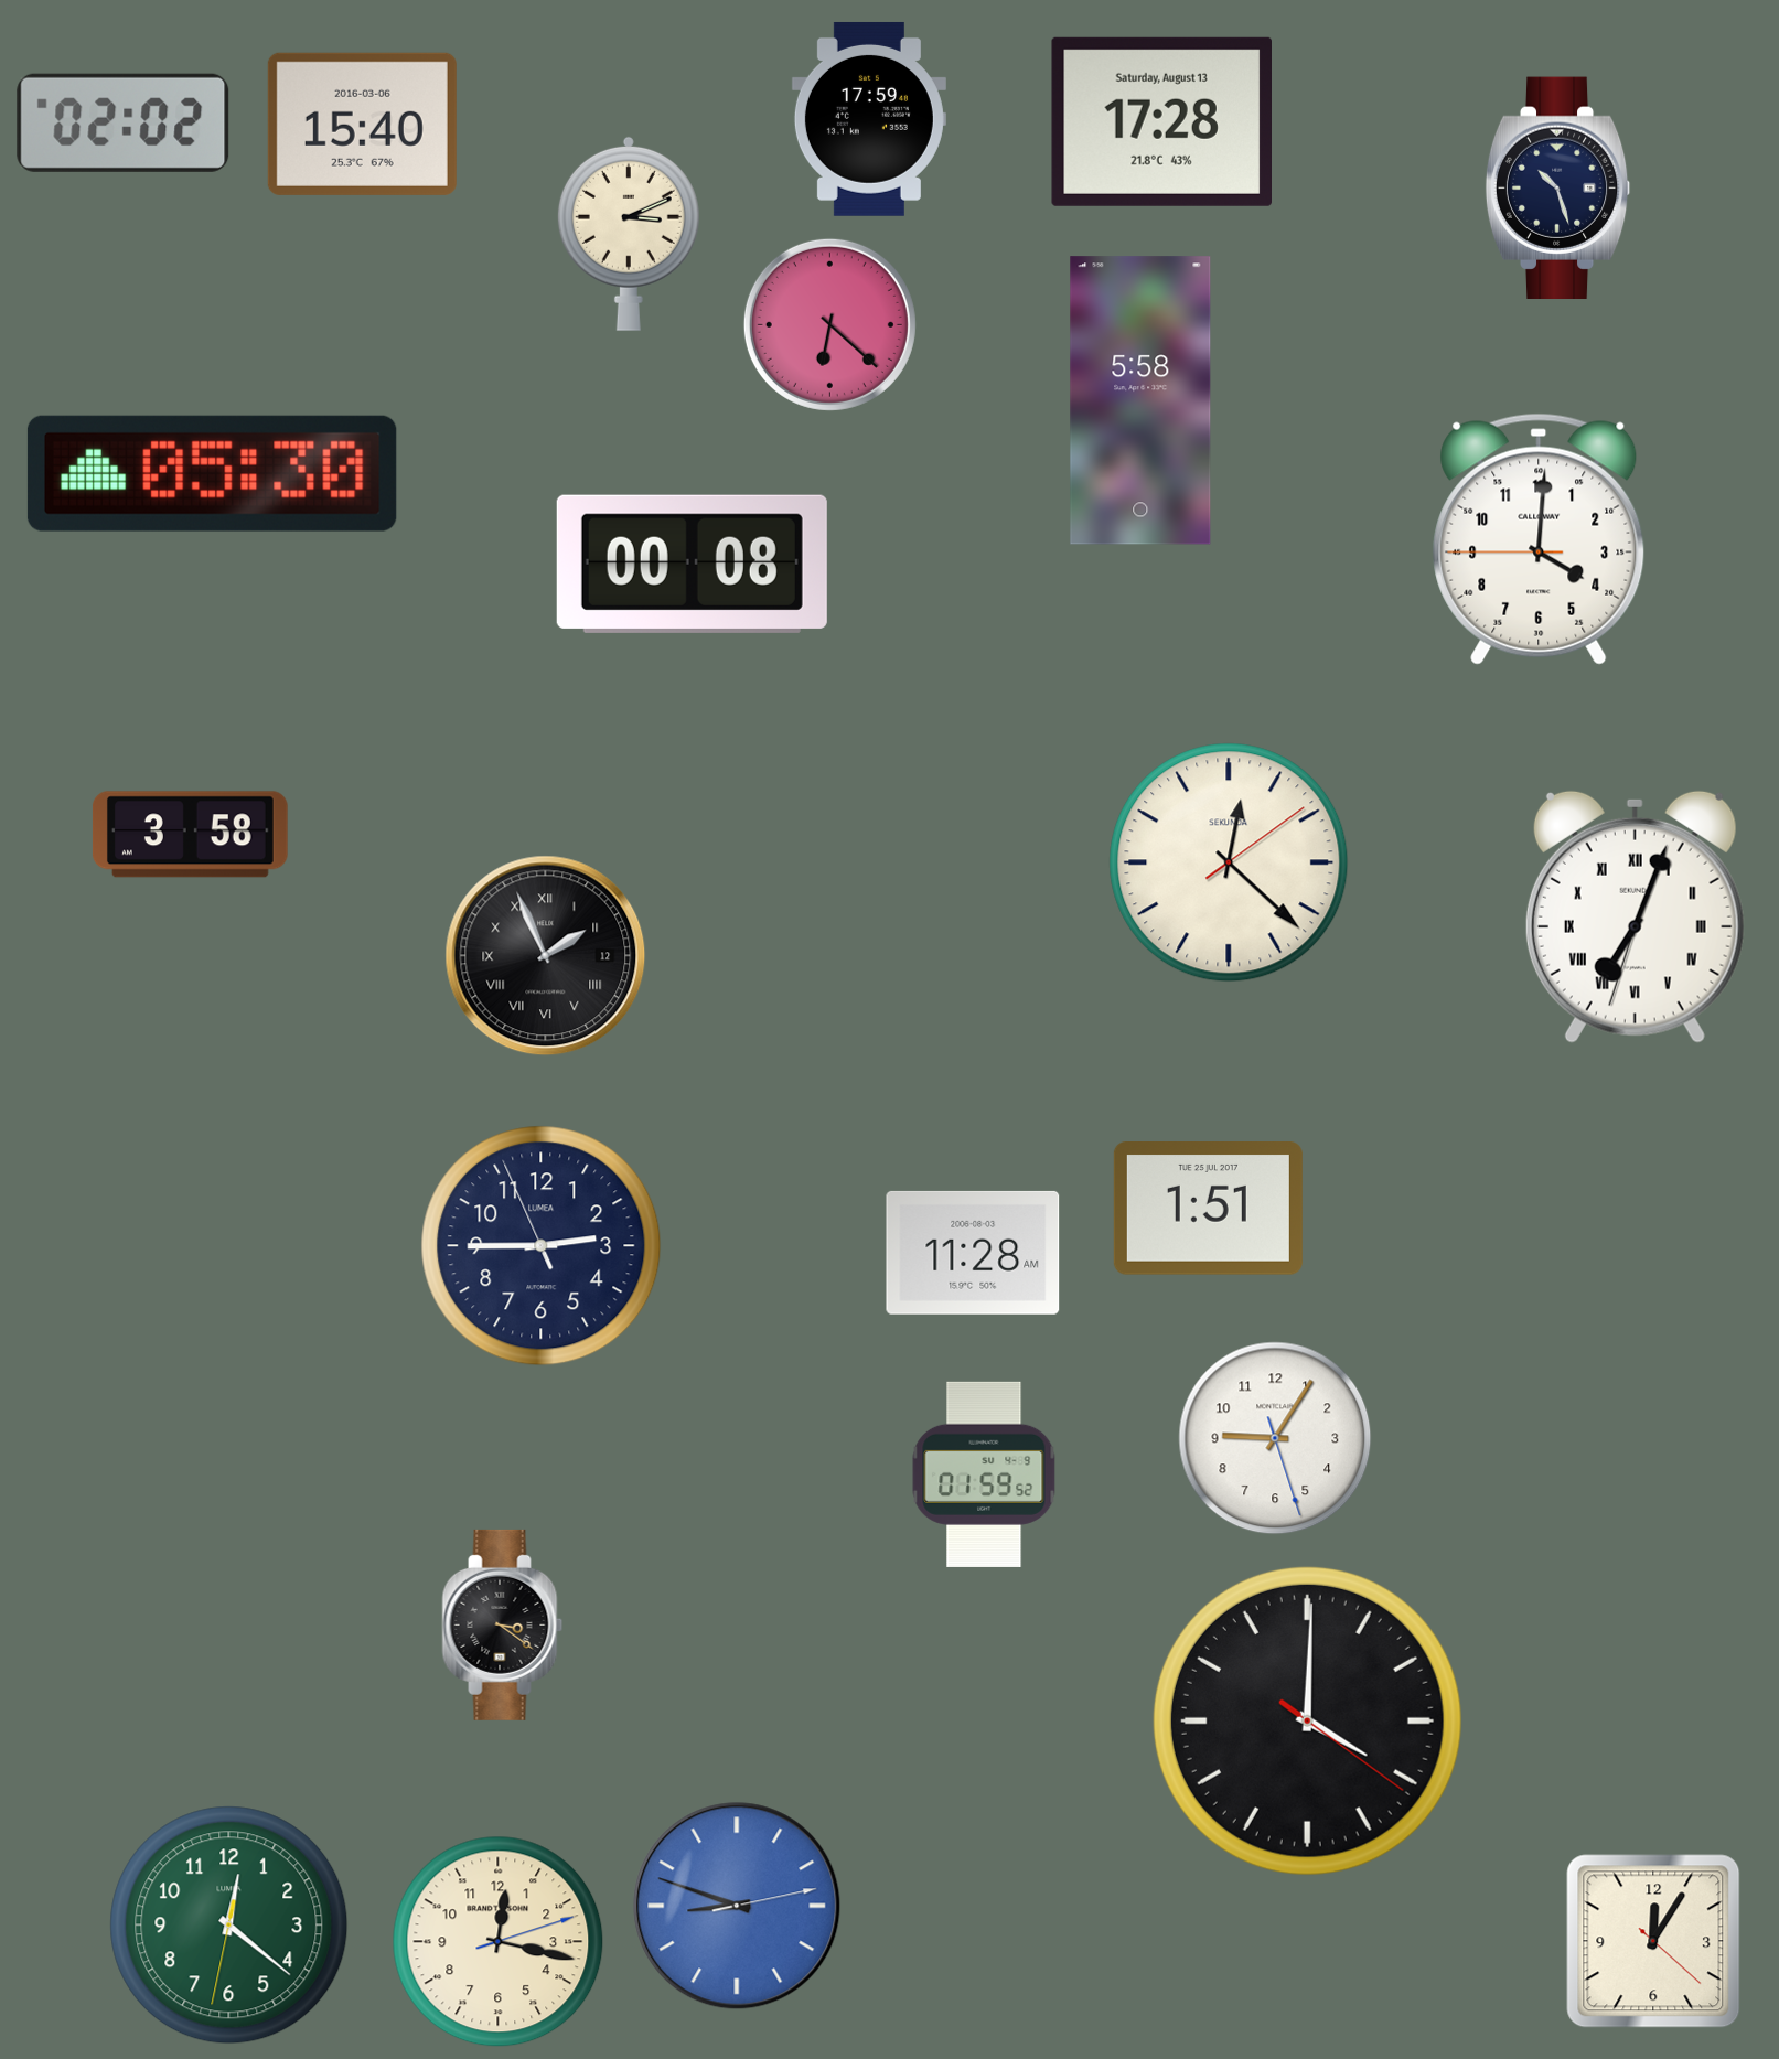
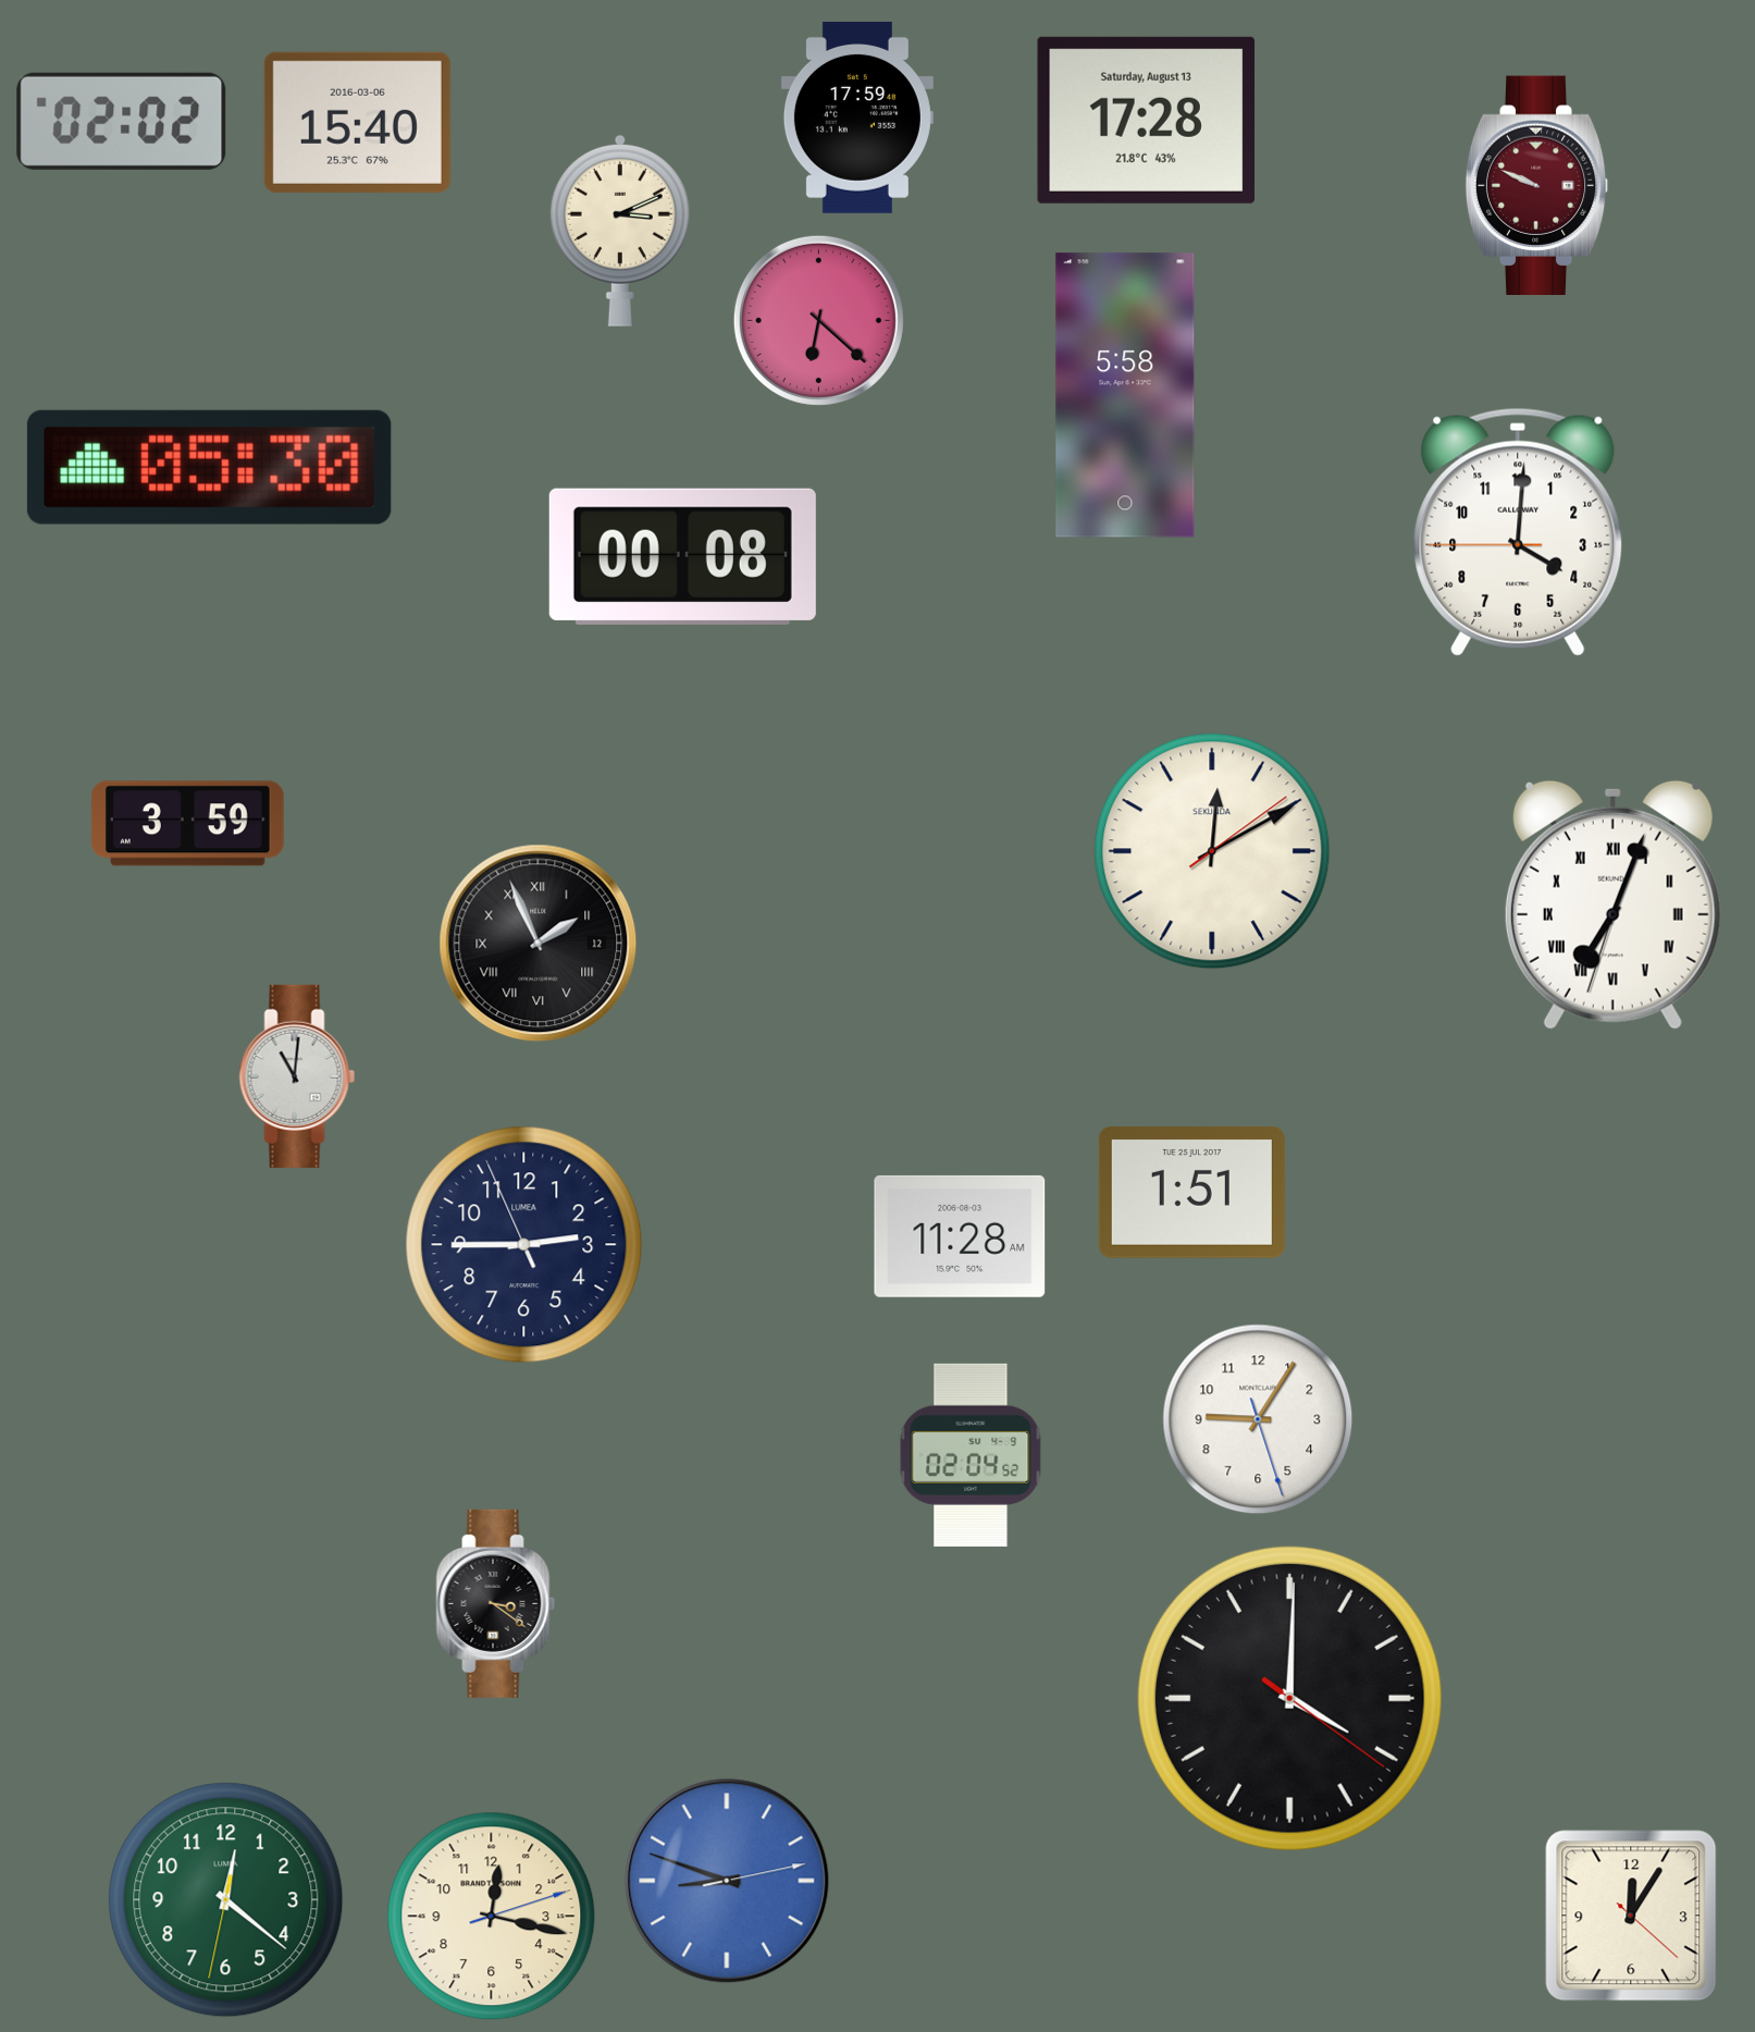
clock at (1558, 187): 10:27 -> 9:49
clock at (1558, 187) dial: navy -> burgundy
clock at (190, 835): 3:58 -> 3:59
clock at (1229, 862): 12:22 -> 12:10
clock at (297, 1076): none -> 11:01
clock at (542, 1246) position: (542, 1246) -> (524, 1245)
clock at (984, 1474): 01:59 -> 02:04
